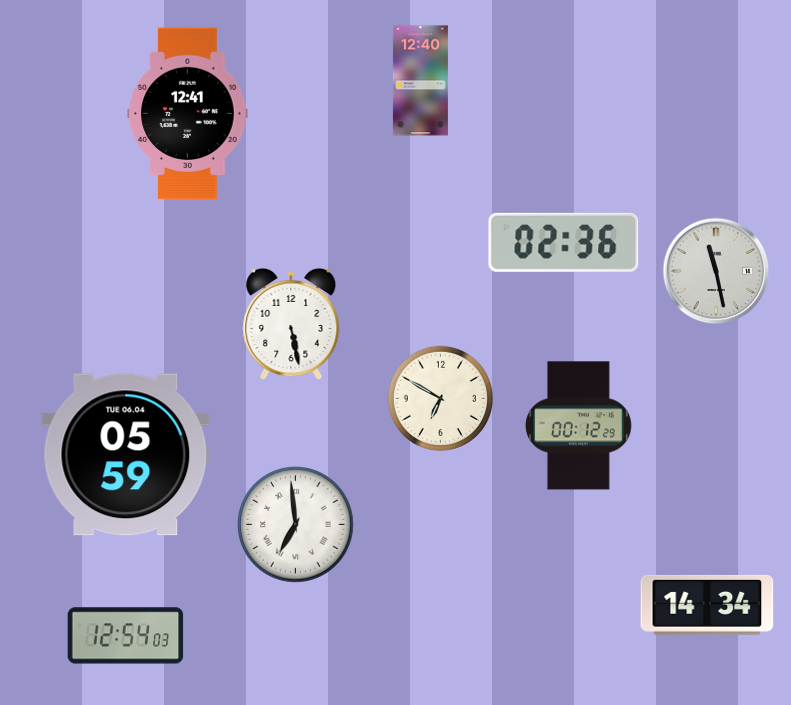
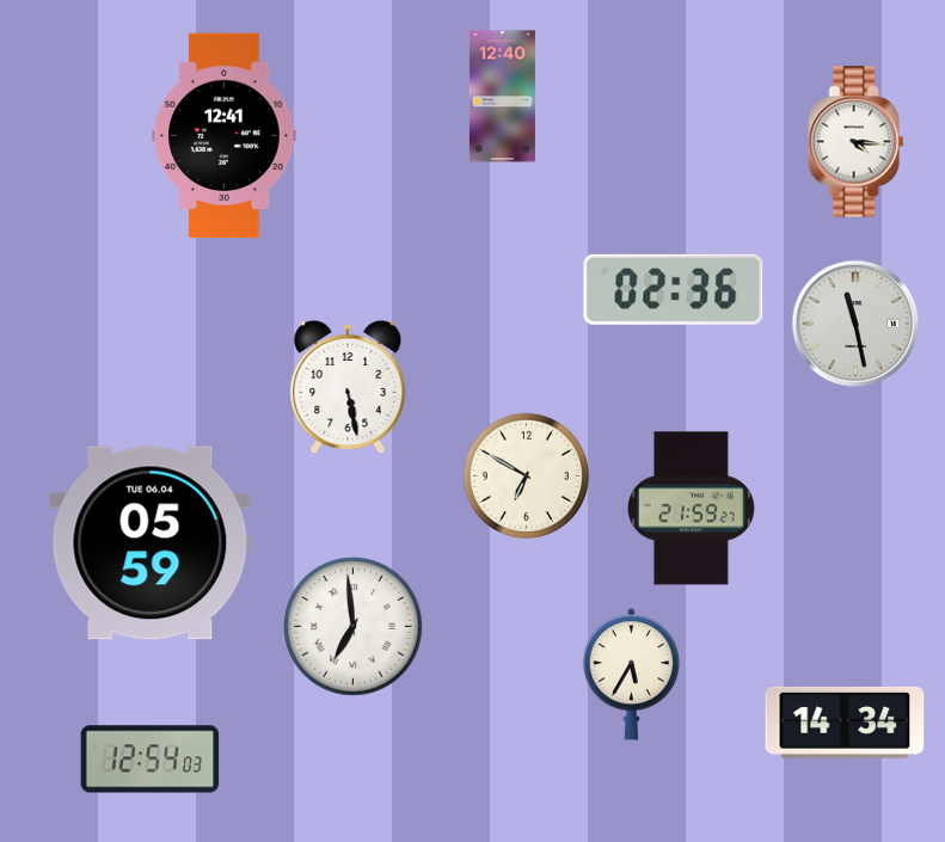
clock at (857, 142): none -> 4:16
clock at (578, 426): 00:12 -> 21:59
clock at (632, 675): none -> 5:35
